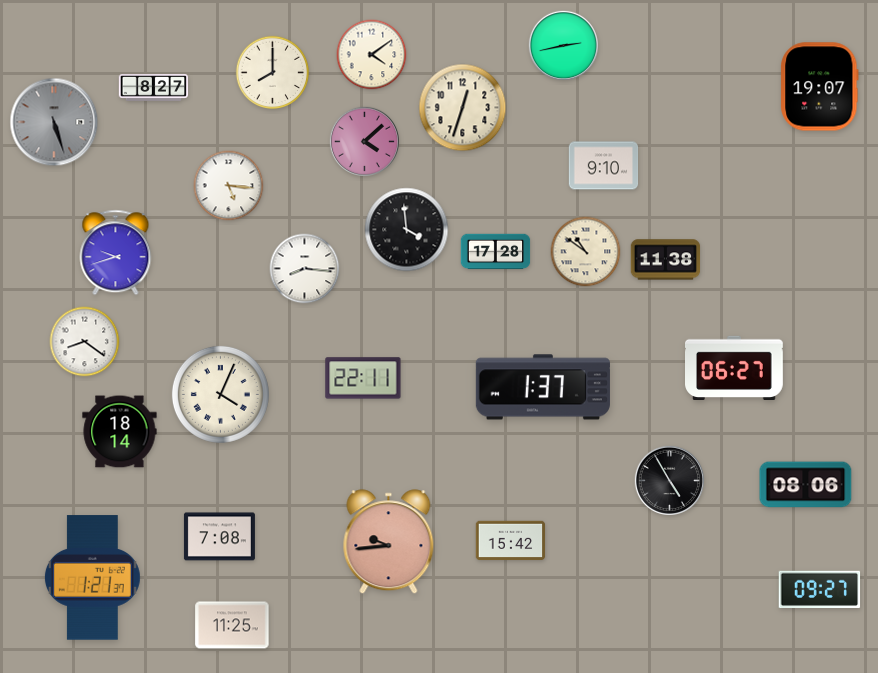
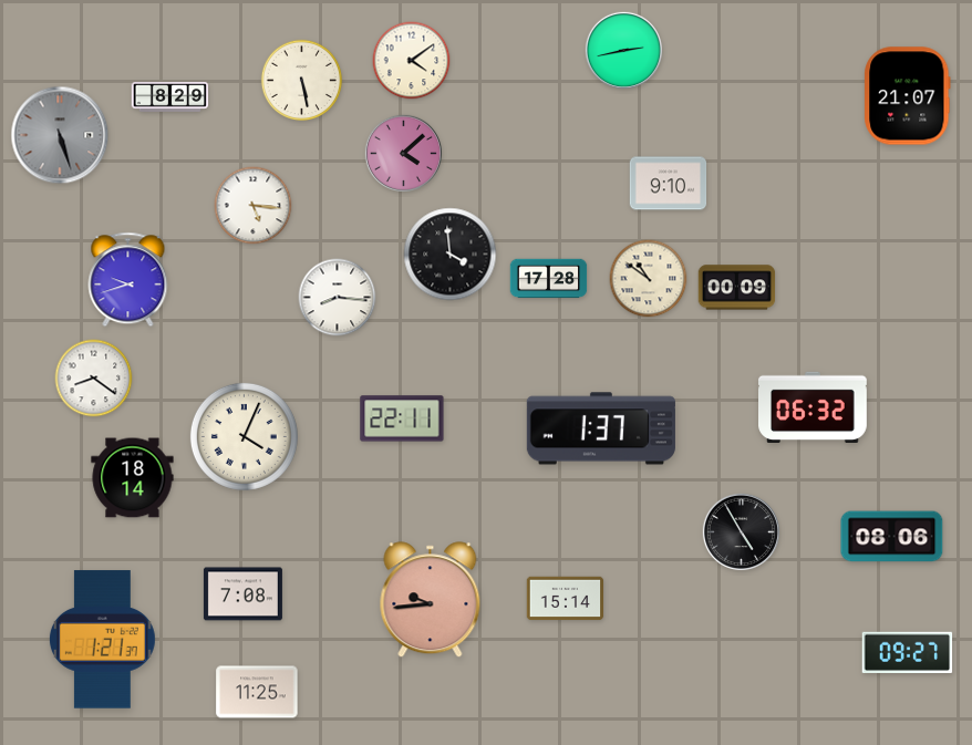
clock at (273, 73): 8:00 -> 5:28
clock at (154, 87): 8:27 -> 8:29
clock at (820, 87): 19:07 -> 21:07
clock at (463, 108): 12:33 -> none
clock at (364, 141) position: (364, 141) -> (403, 153)
clock at (666, 260): 11:38 -> 00:09
clock at (735, 367): 06:27 -> 06:32
clock at (511, 541): 15:42 -> 15:14
